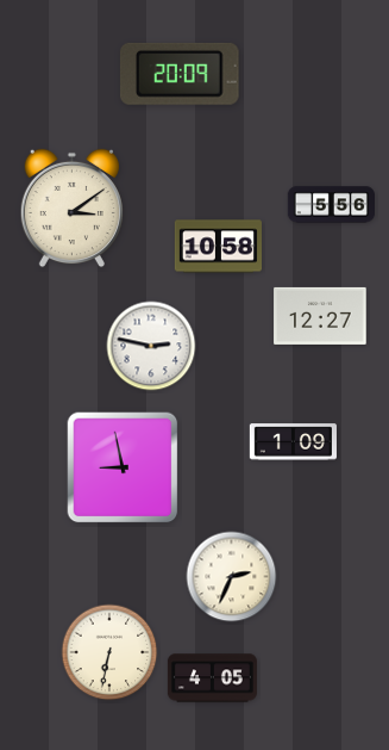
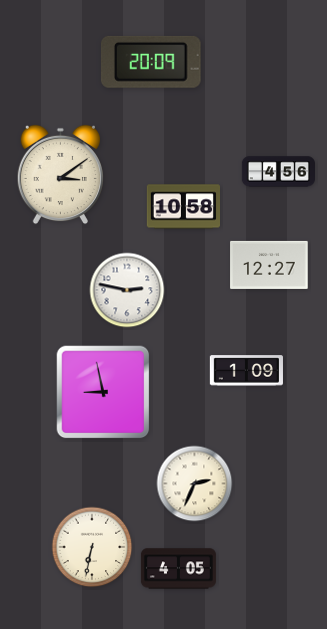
clock at (331, 205): 5:56 -> 4:56
